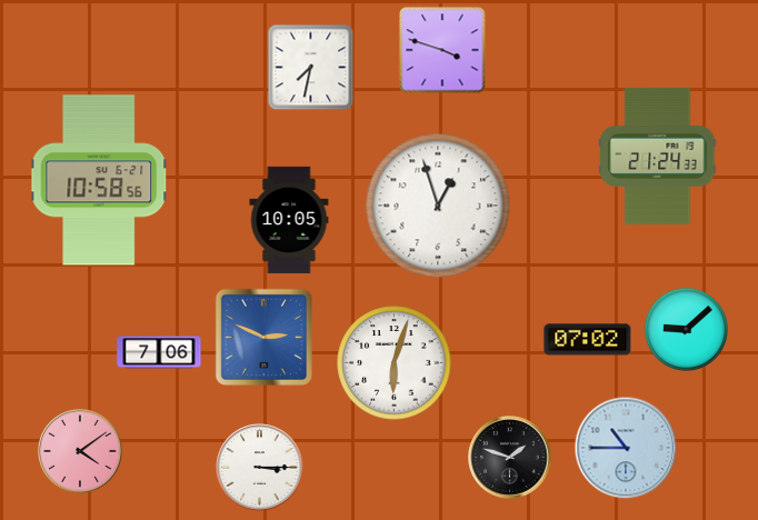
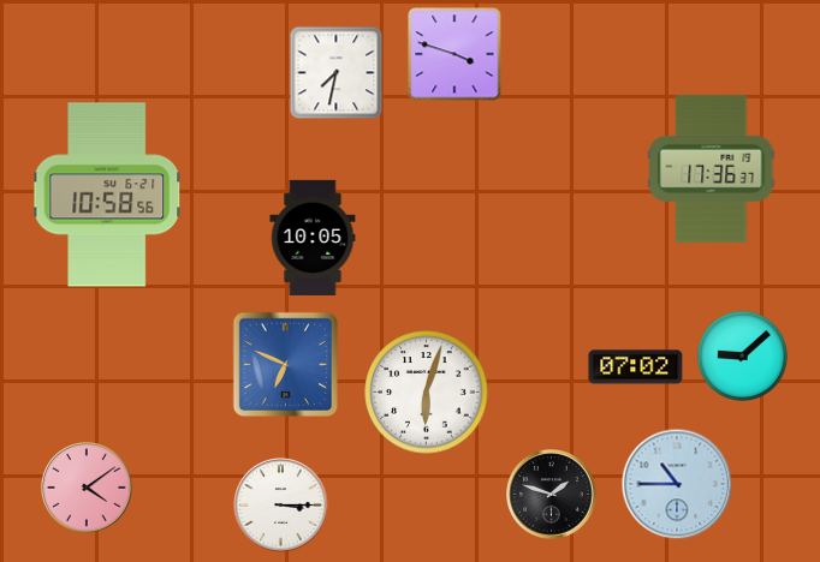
clock at (442, 50) position: (442, 50) -> (454, 54)
clock at (658, 156): 21:24 -> 17:36
clock at (438, 206): 12:57 -> none
clock at (263, 337): 2:49 -> 6:49
clock at (159, 352): 7:06 -> none
